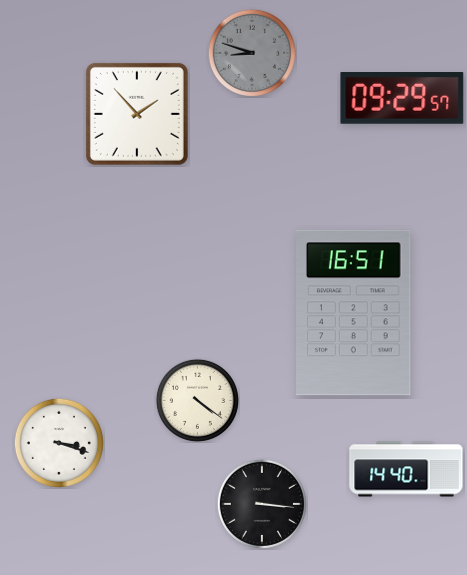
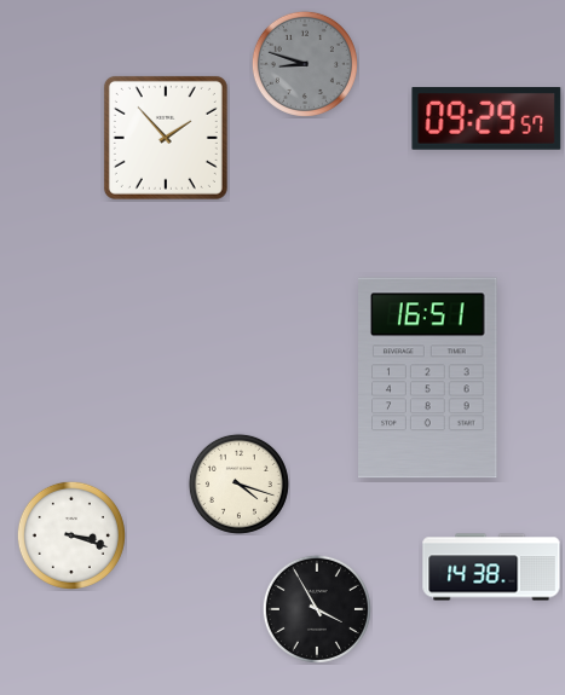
clock at (197, 400): 4:21 -> 4:18
clock at (406, 469): 14:40 -> 14:38
clock at (262, 504): 3:16 -> 3:55
